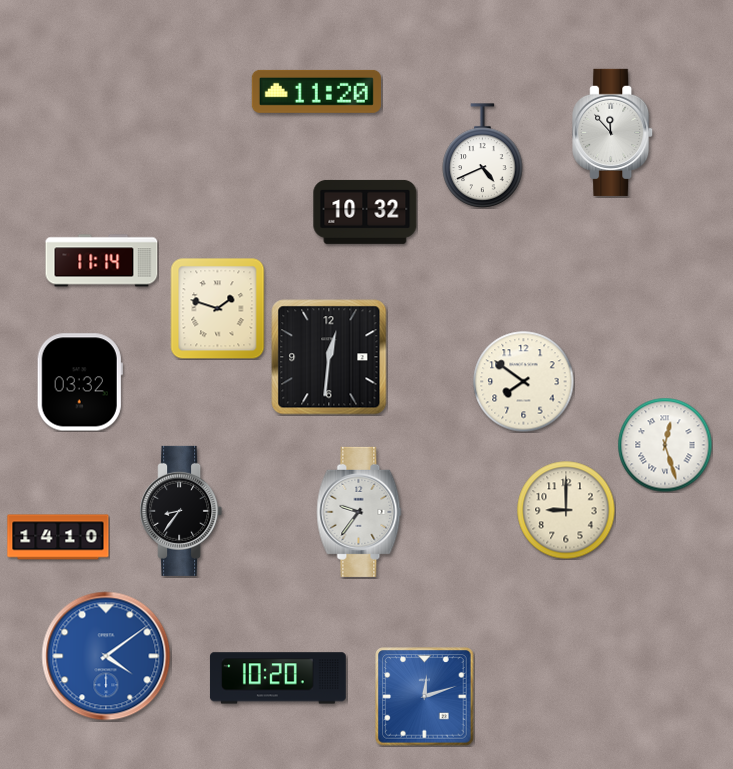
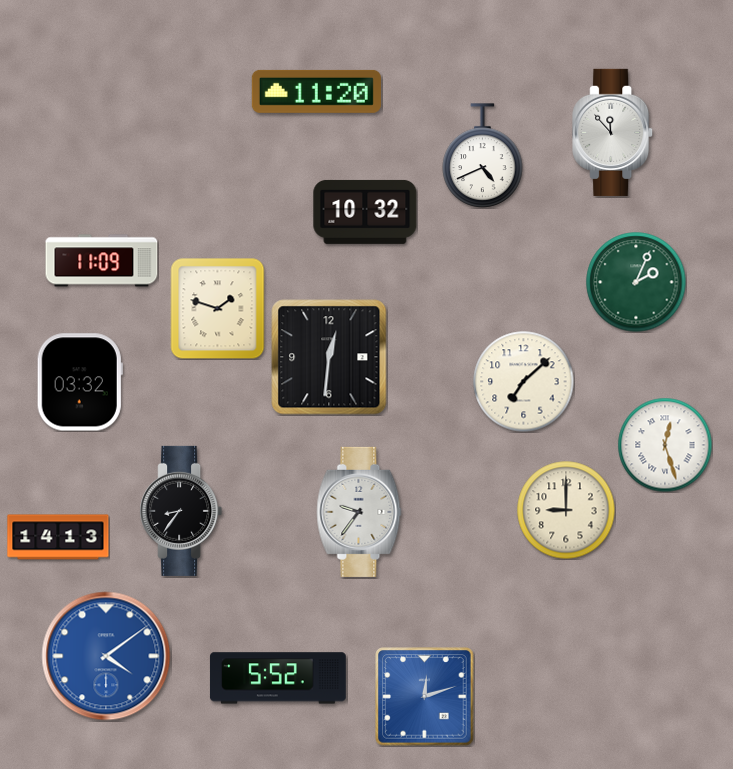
clock at (102, 261): 11:14 -> 11:09
clock at (636, 282): none -> 2:04
clock at (524, 382): 7:51 -> 7:08
clock at (58, 537): 14:10 -> 14:13
clock at (278, 678): 10:20 -> 5:52
